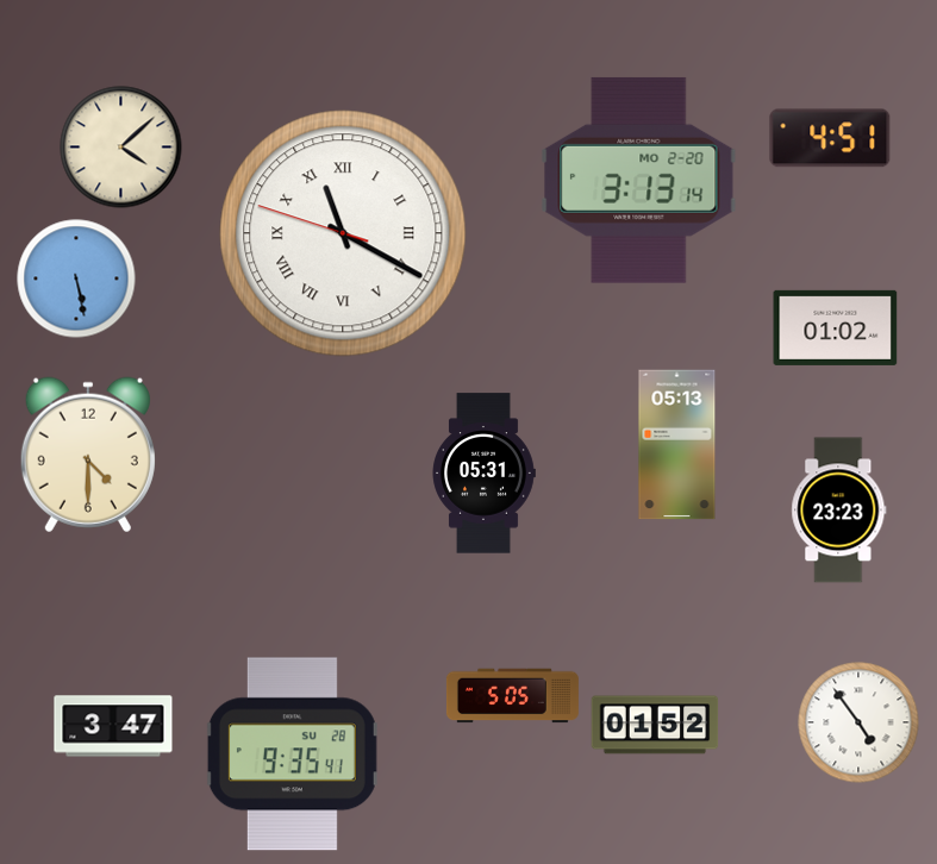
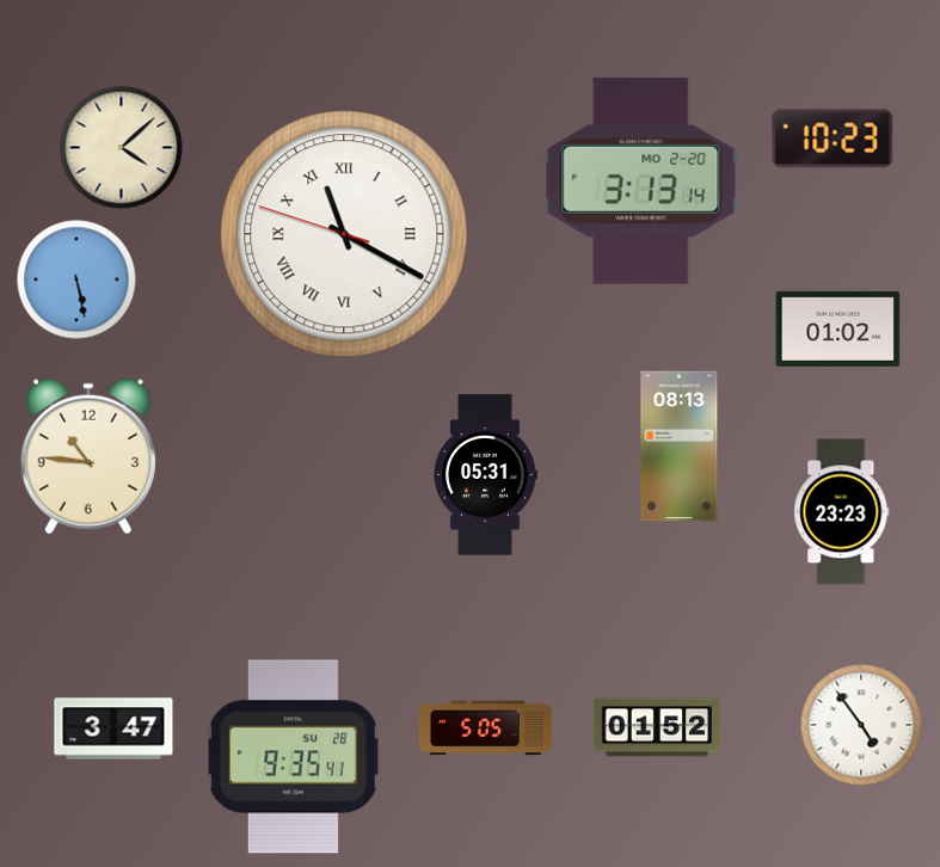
clock at (830, 138): 4:51 -> 10:23
clock at (677, 445): 05:13 -> 08:13
clock at (88, 455): 4:30 -> 10:46
clock at (512, 696) position: (512, 696) -> (485, 728)
